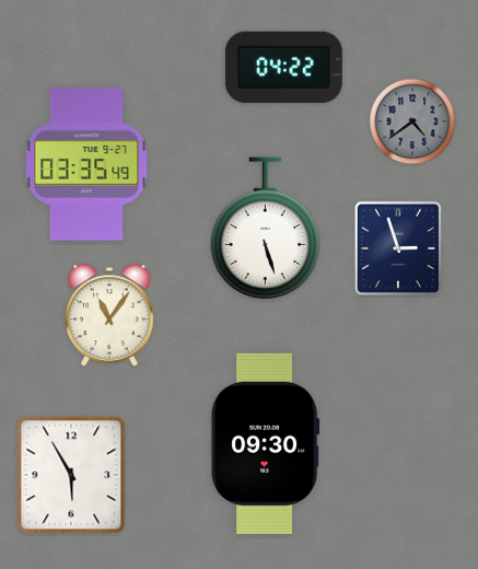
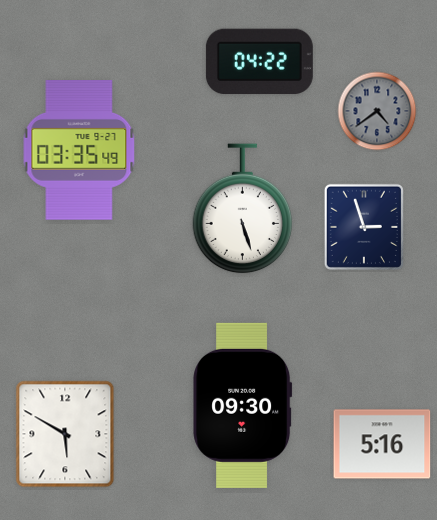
clock at (109, 315): 11:06 -> none
clock at (71, 475): 5:55 -> 5:50
clock at (382, 444): none -> 5:16
